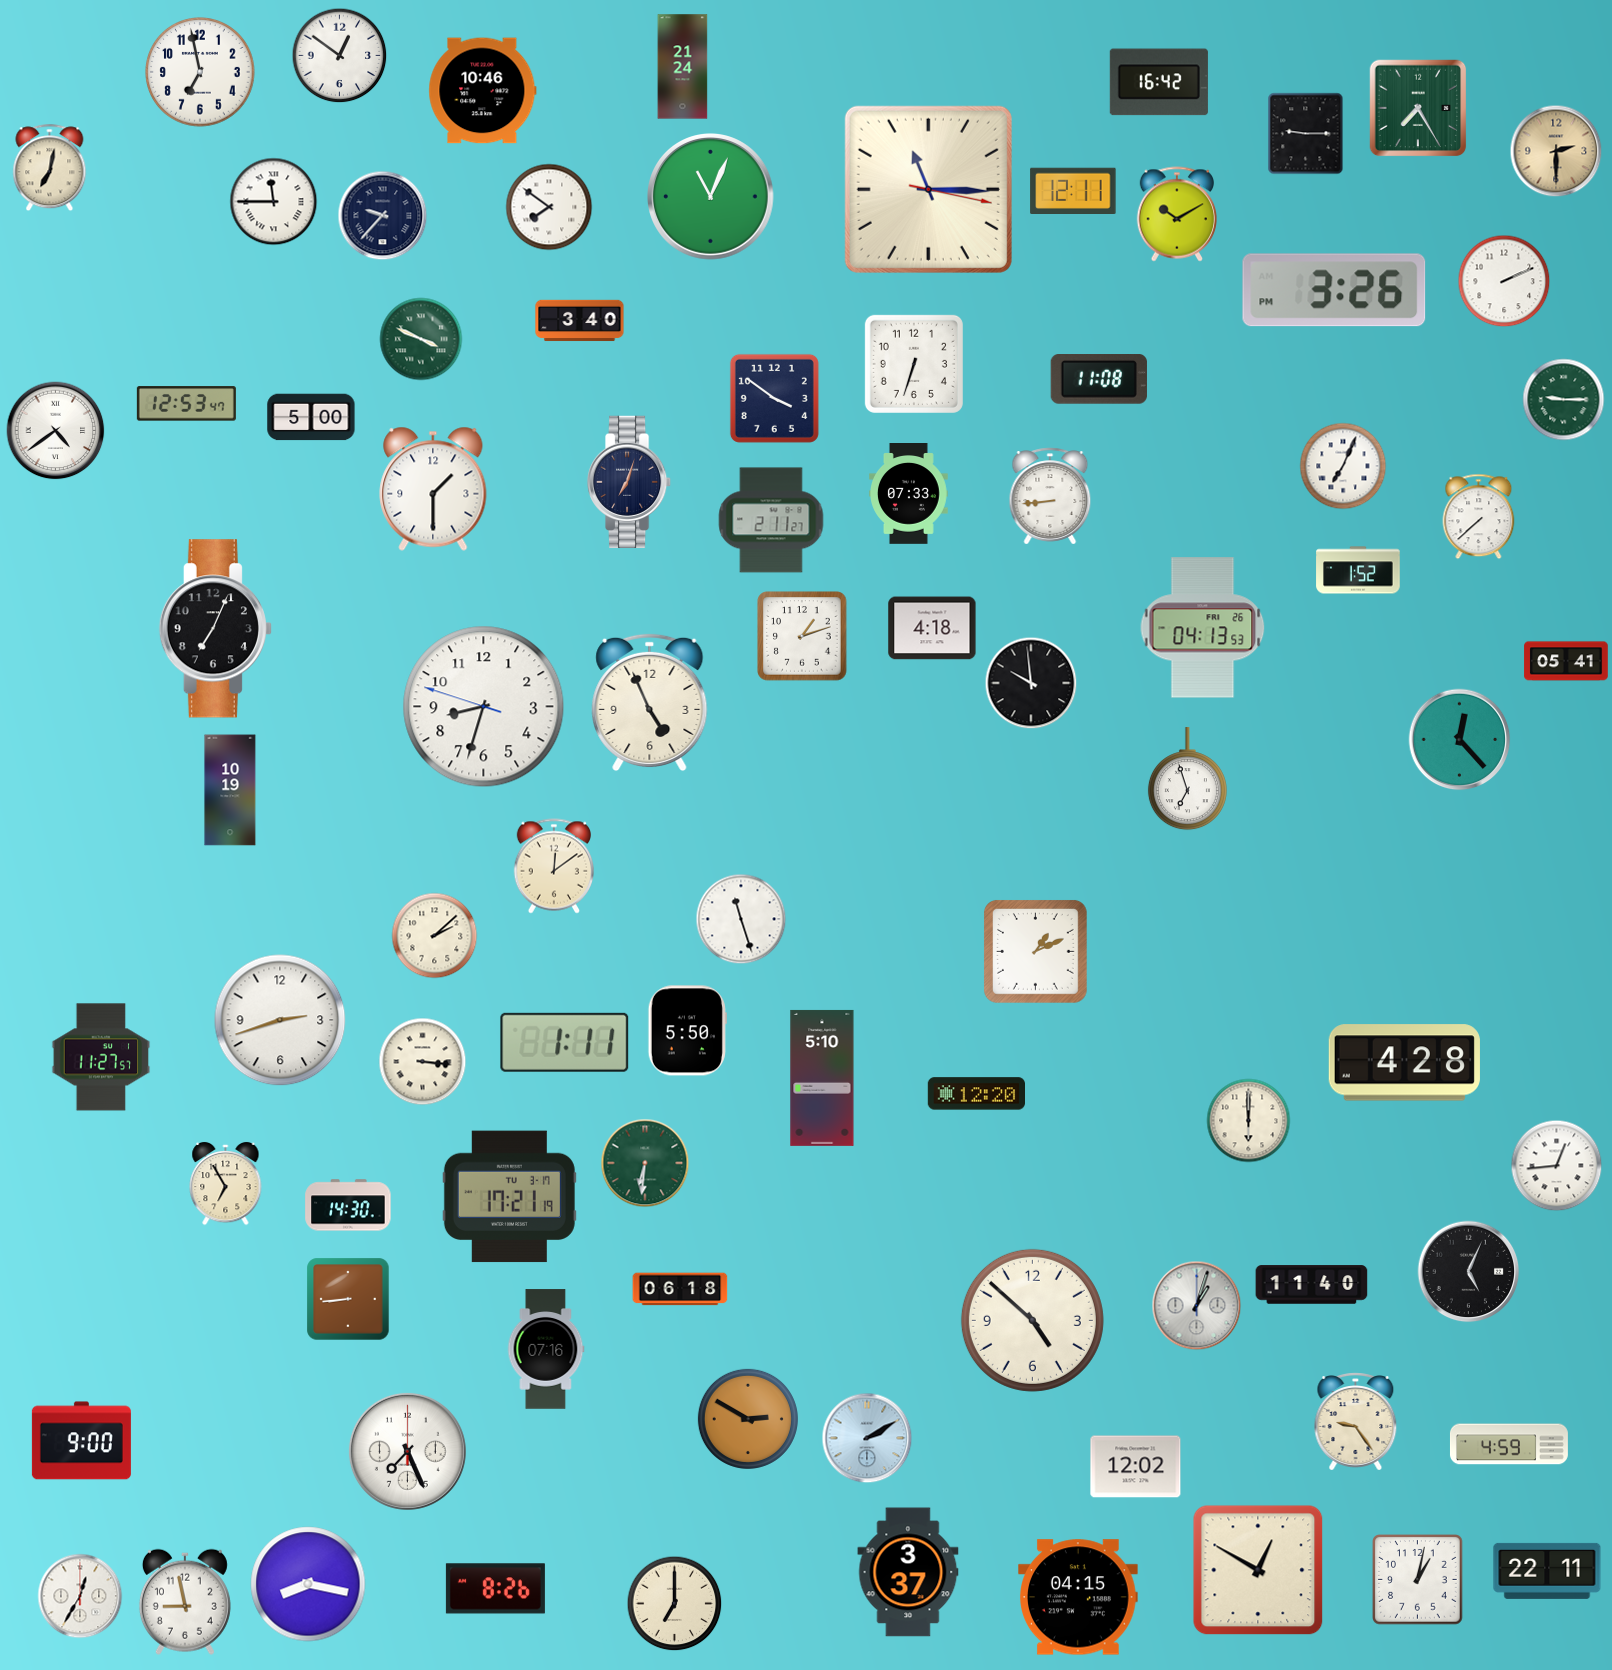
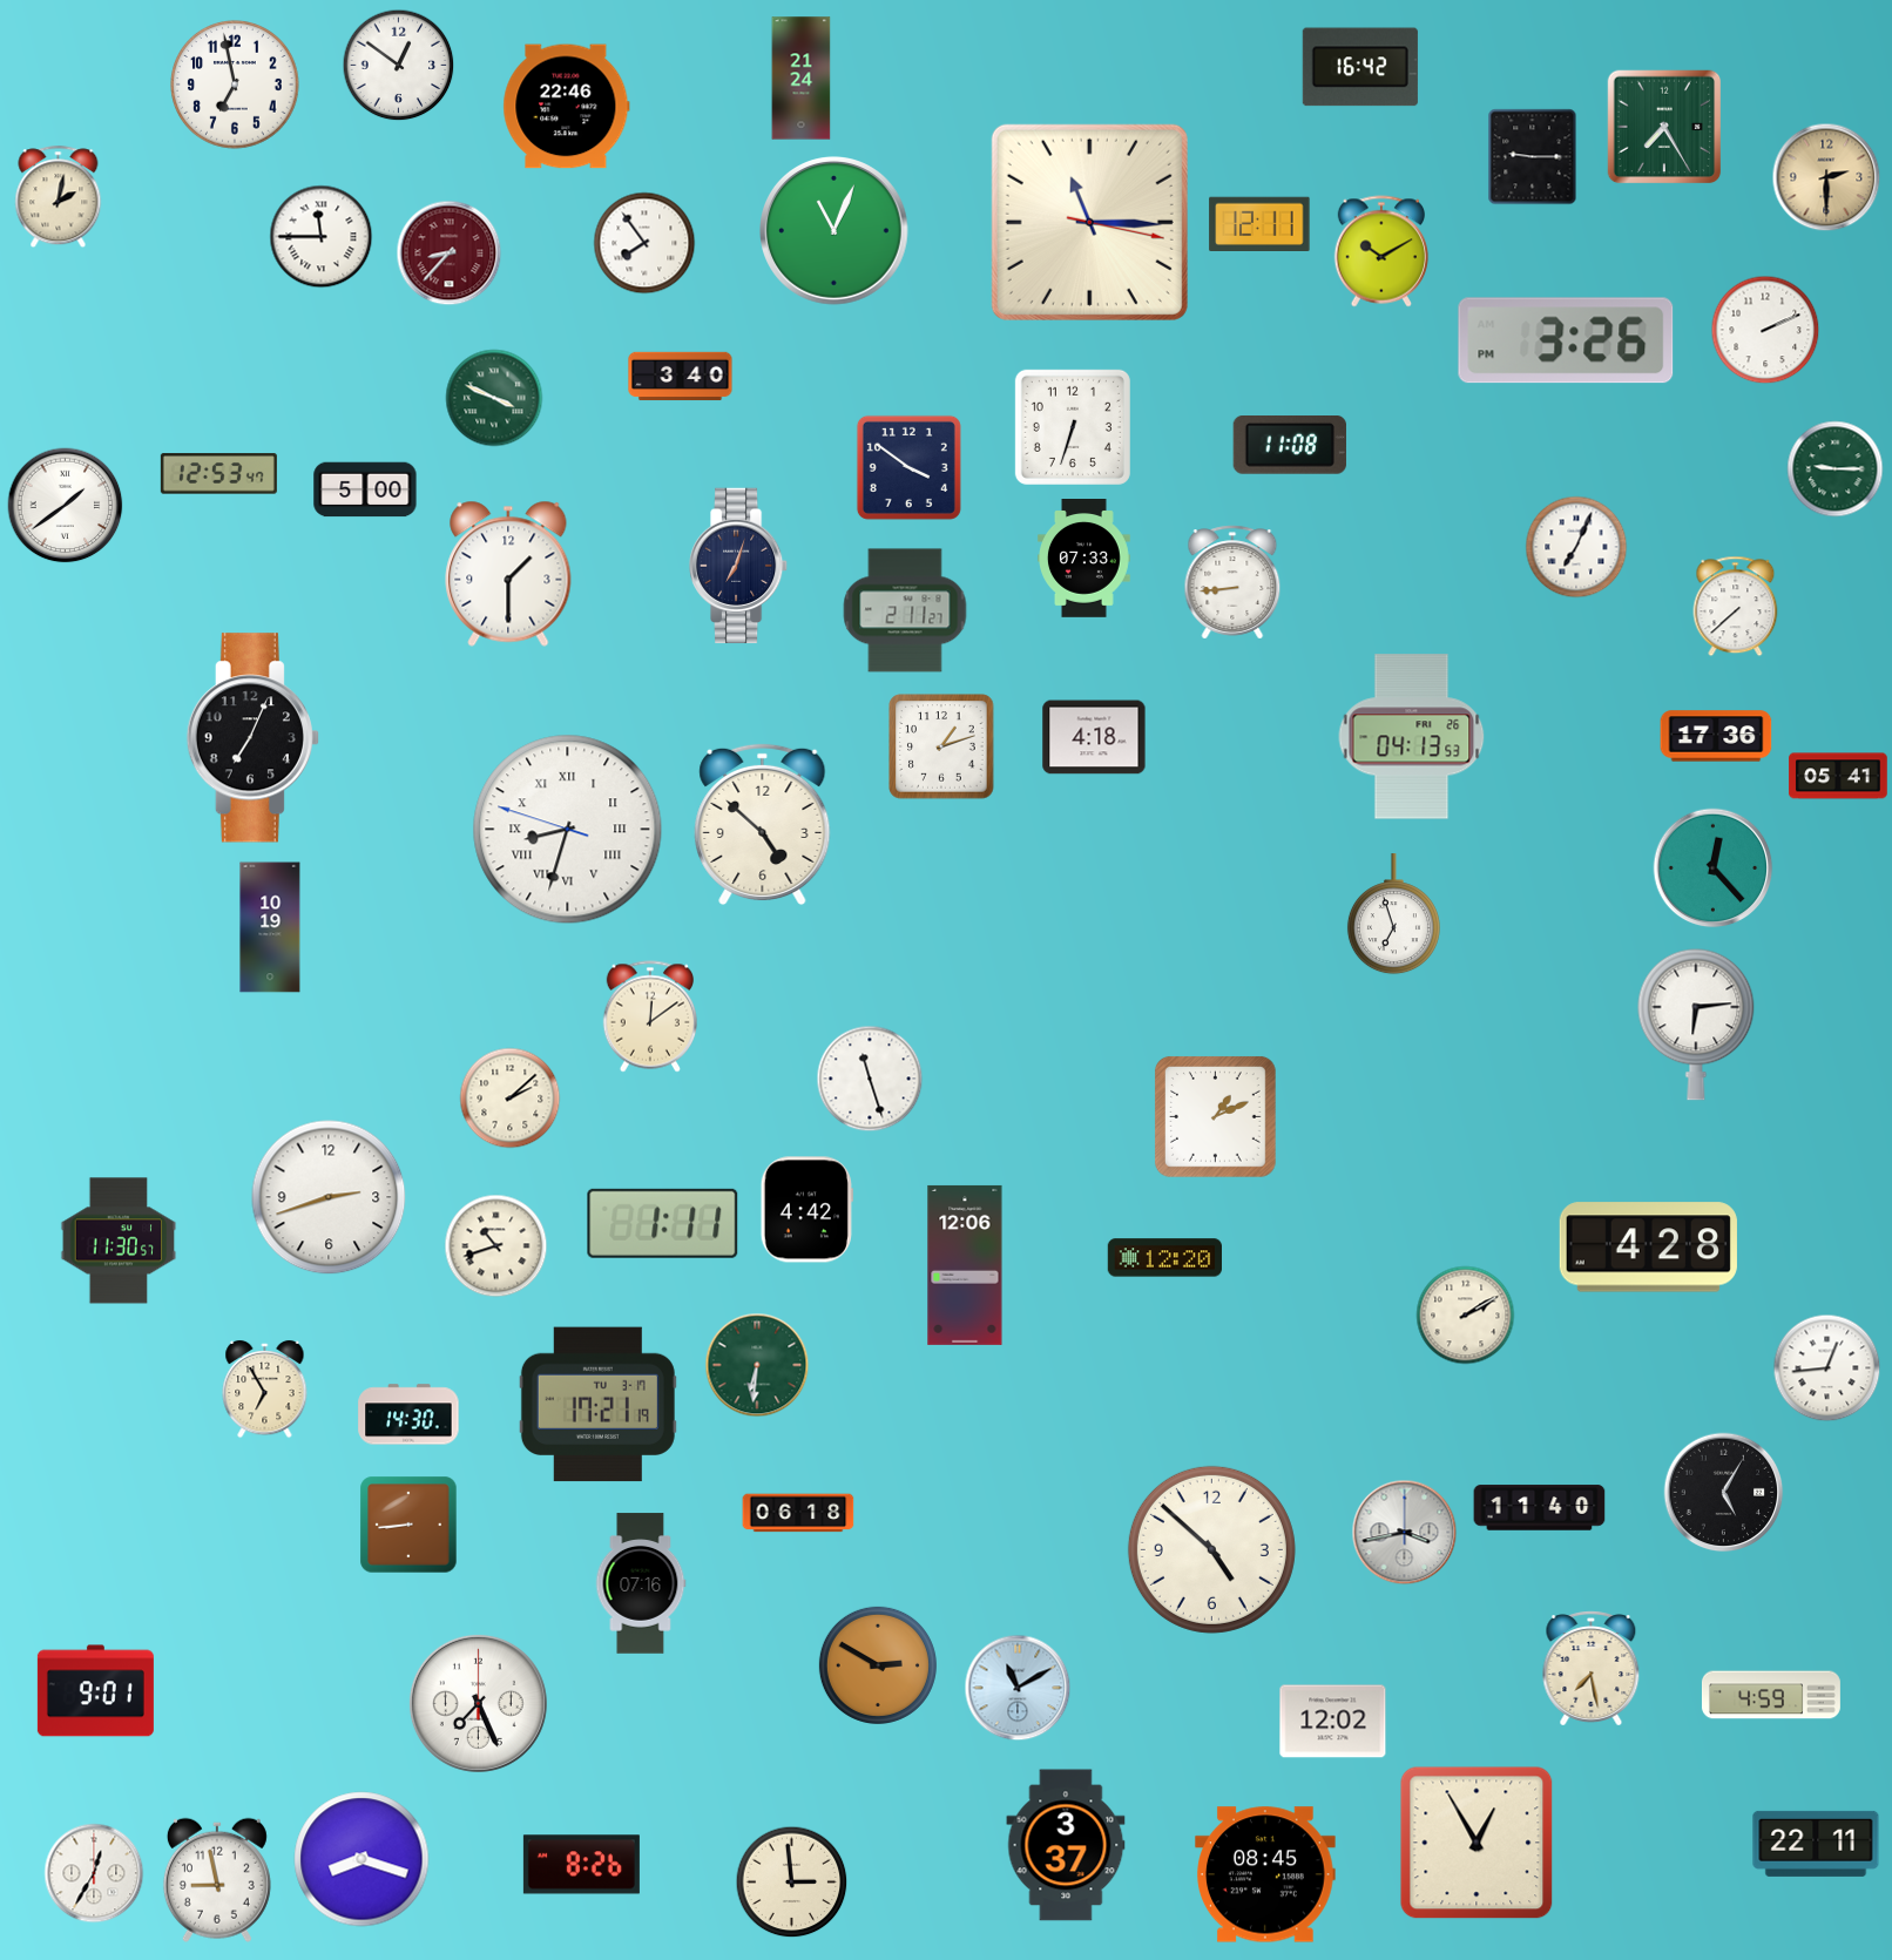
clock at (1159, 82) position: (1159, 82) -> (1360, 67)
clock at (483, 91): 10:46 -> 22:46
clock at (50, 168): 7:02 -> 2:02
clock at (549, 207): 7:51 -> 7:54
clock at (383, 216): 9:37 -> 8:37
clock at (383, 216) dial: navy -> burgundy
clock at (56, 431): 4:39 -> 1:39
clock at (909, 494) position: (909, 494) -> (1084, 559)
clock at (1358, 570): 1:52 -> none
clock at (1716, 736): none -> 17:36
clock at (1031, 683): 9:59 -> none
clock at (650, 703): 4:56 -> 4:52
clock at (484, 707) numerals: Arabic -> Roman
clock at (1696, 1025): none -> 6:14
clock at (687, 1031): 5:50 -> 4:42
clock at (101, 1057): 11:27 -> 11:30
clock at (423, 1062): 3:16 -> 10:42
clock at (822, 1078): 5:10 -> 12:06
clock at (976, 1094) position: (976, 1094) -> (1164, 1258)
clock at (1249, 1121): 6:00 -> 2:10
clock at (1469, 1272): 5:04 -> 5:05
clock at (1197, 1306): 1:03 -> 3:43
clock at (1356, 1422): 9:24 -> 7:28
clock at (867, 1438): 2:10 -> 11:10
clock at (81, 1441): 9:00 -> 9:01
clock at (1258, 1570): 12:50 -> 12:55
clock at (1418, 1580): 1:02 -> none
clock at (308, 1584): 8:17 -> 8:18
clock at (1079, 1597): 04:15 -> 08:45
clock at (675, 1604): 7:00 -> 2:59
